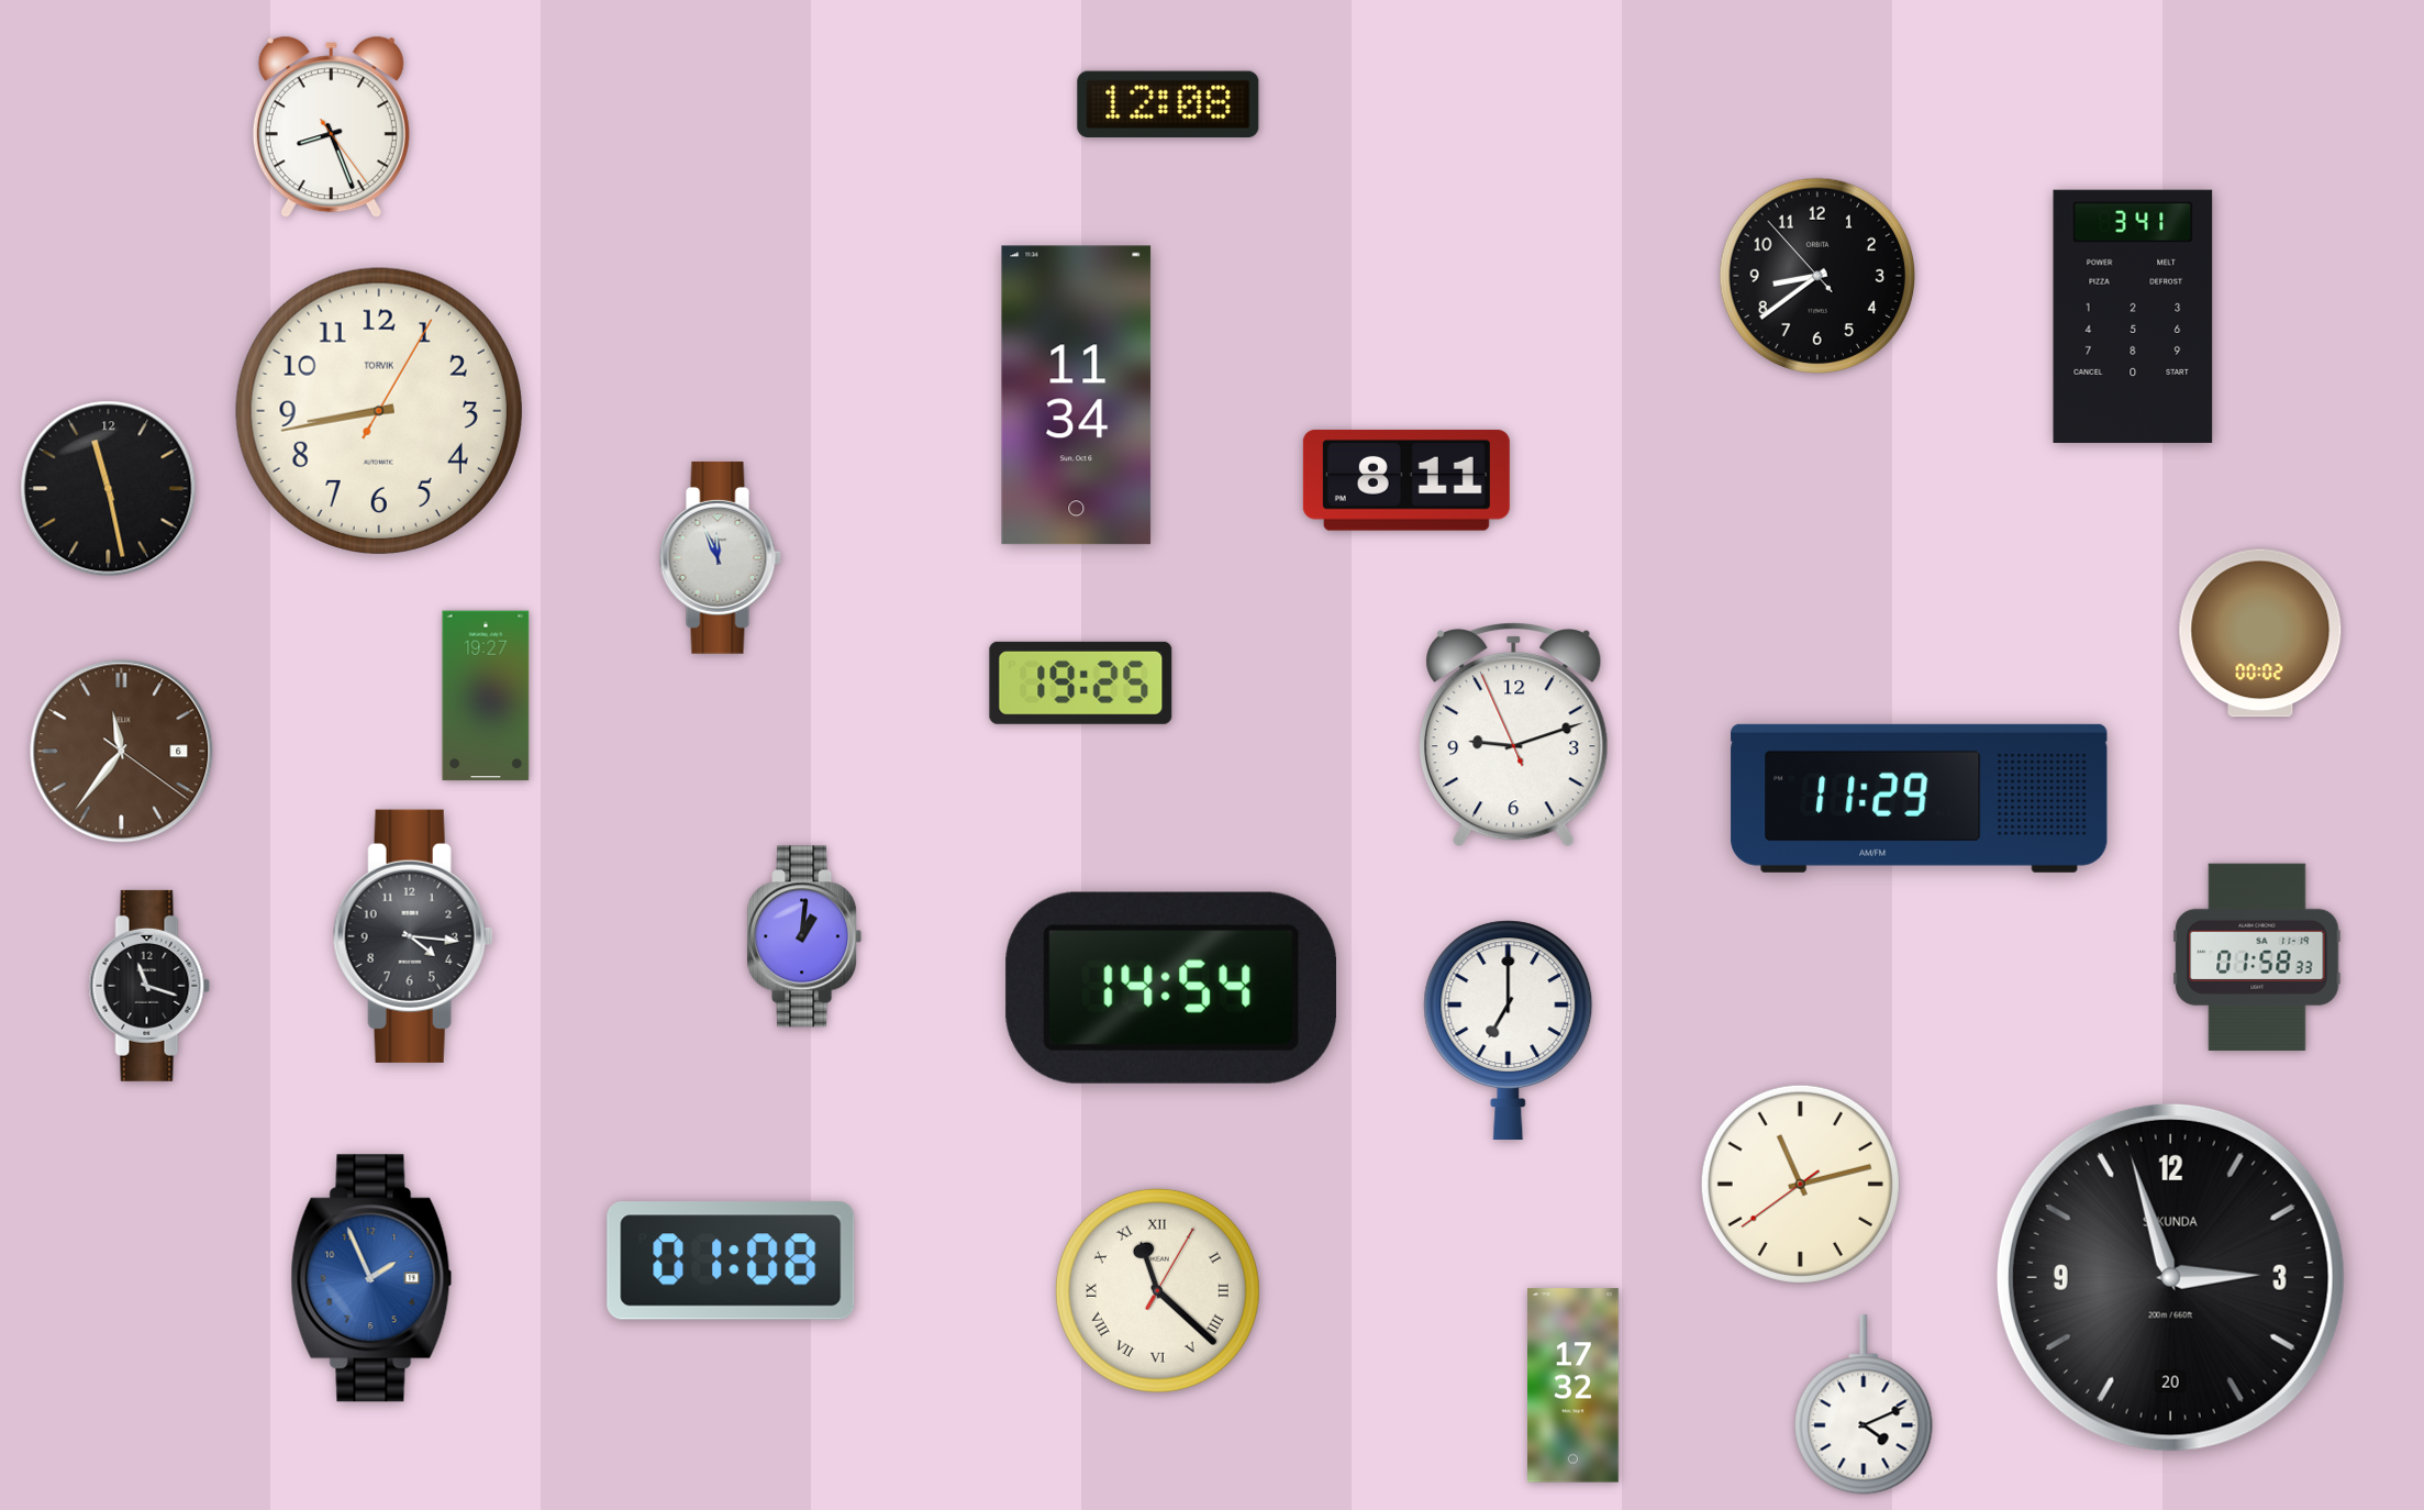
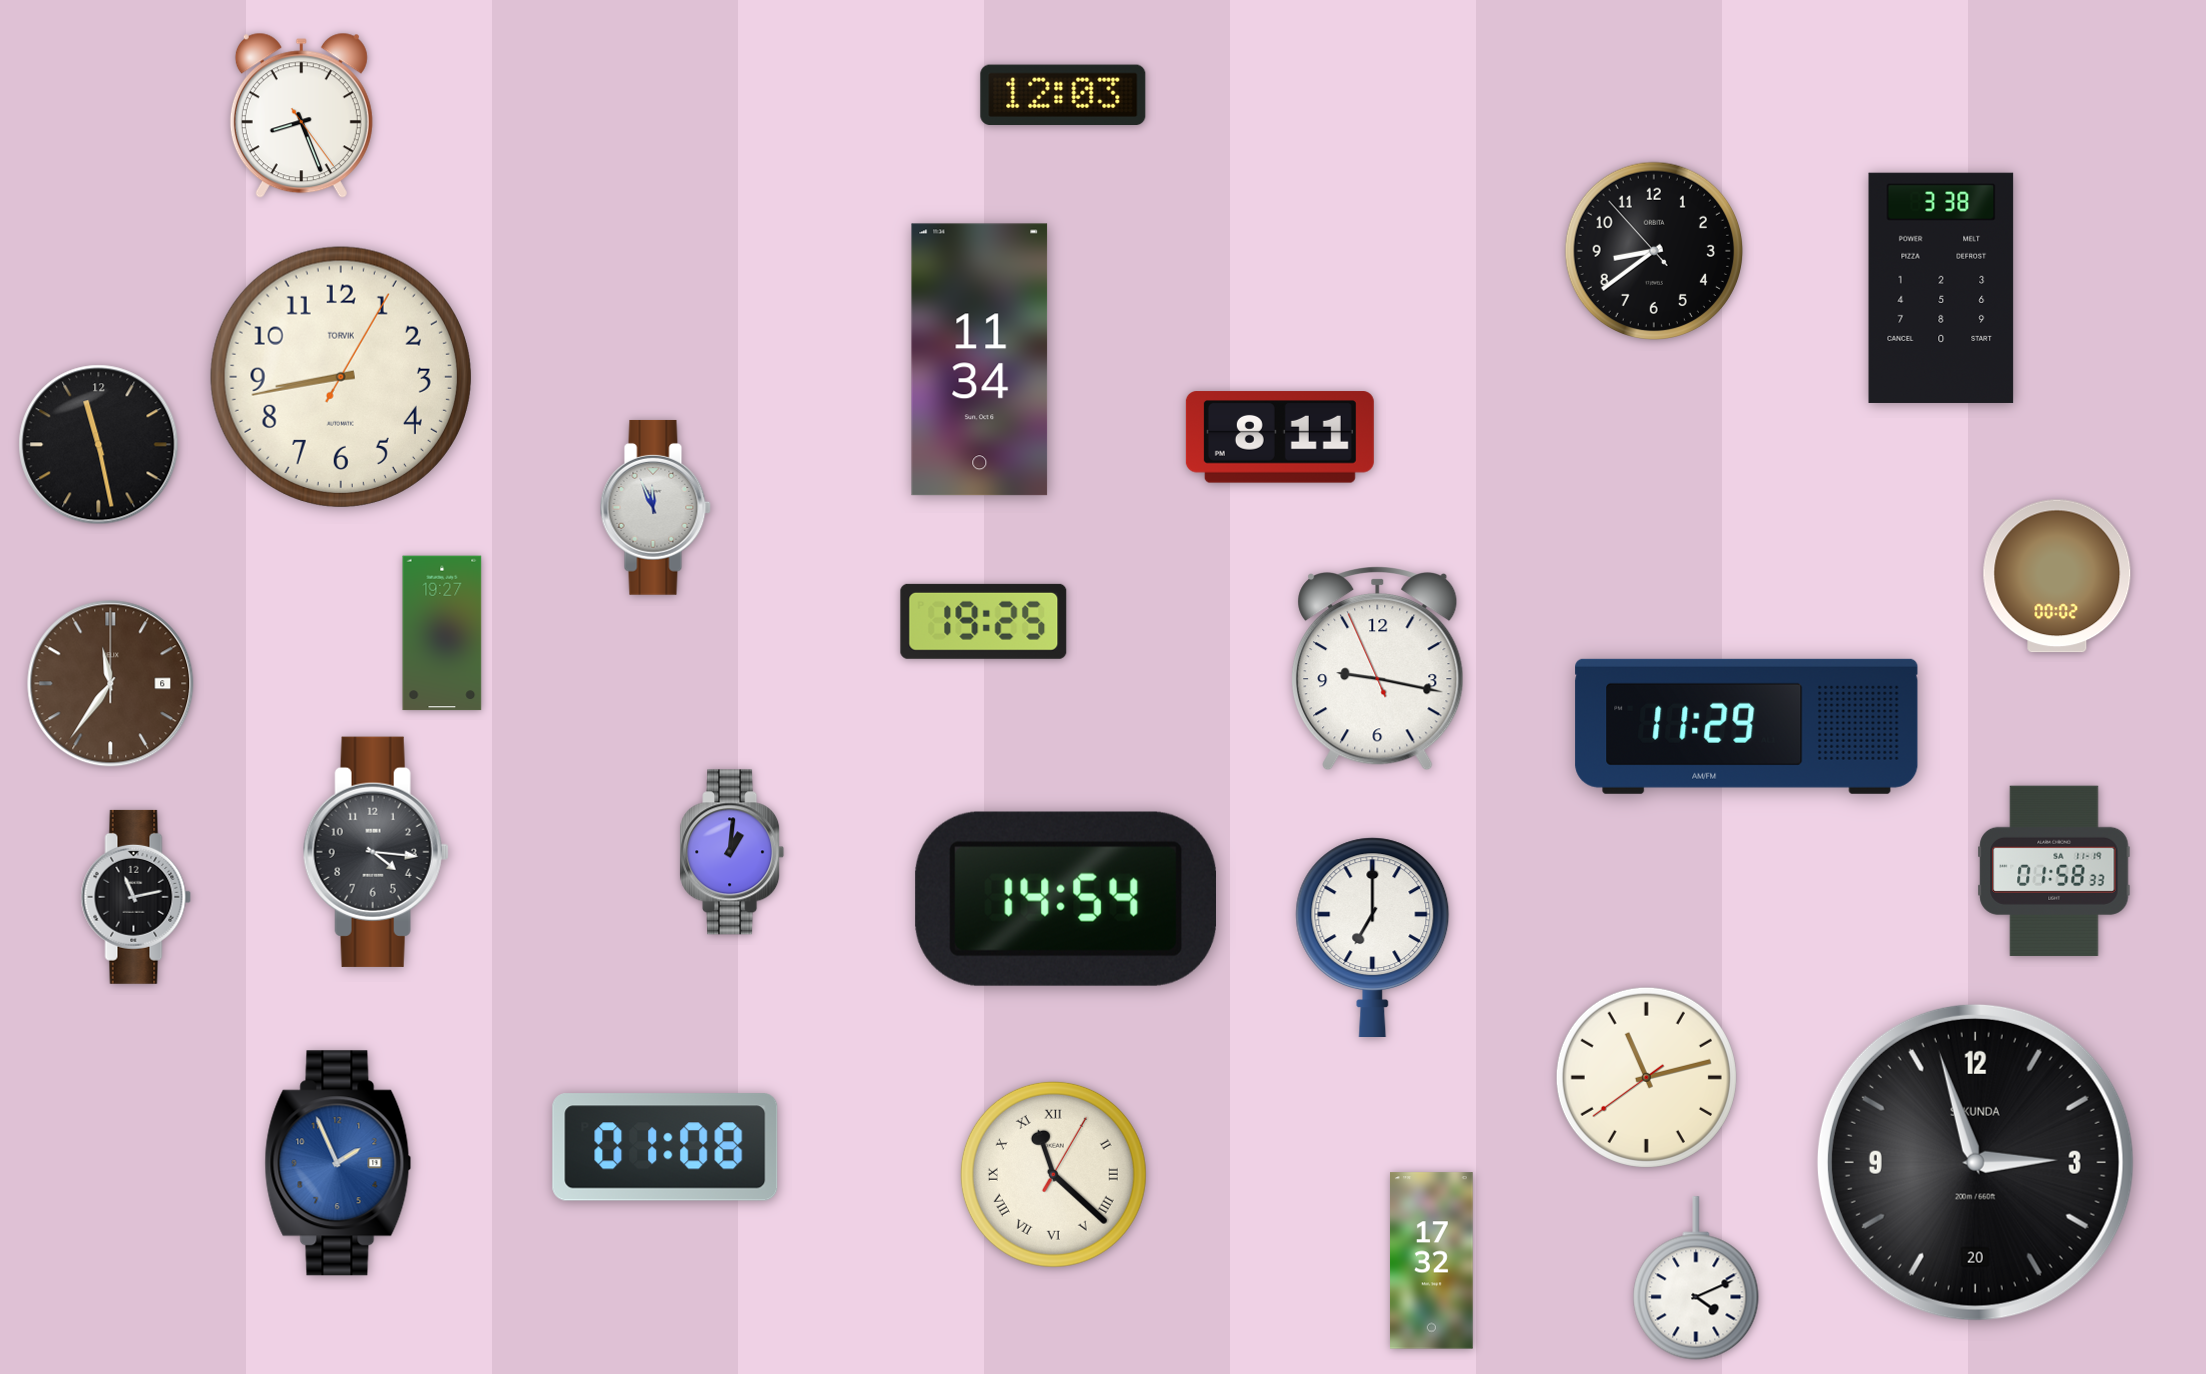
clock at (1168, 103): 12:08 -> 12:03
clock at (2133, 317): 3:41 -> 3:38
clock at (379, 411) position: (379, 411) -> (341, 377)
clock at (1514, 735): 9:11 -> 9:16
clock at (122, 752): 11:36:21 -> 11:36:00
clock at (149, 986): 11:18 -> 11:13
clock at (1800, 1184) position: (1800, 1184) -> (1646, 1077)
